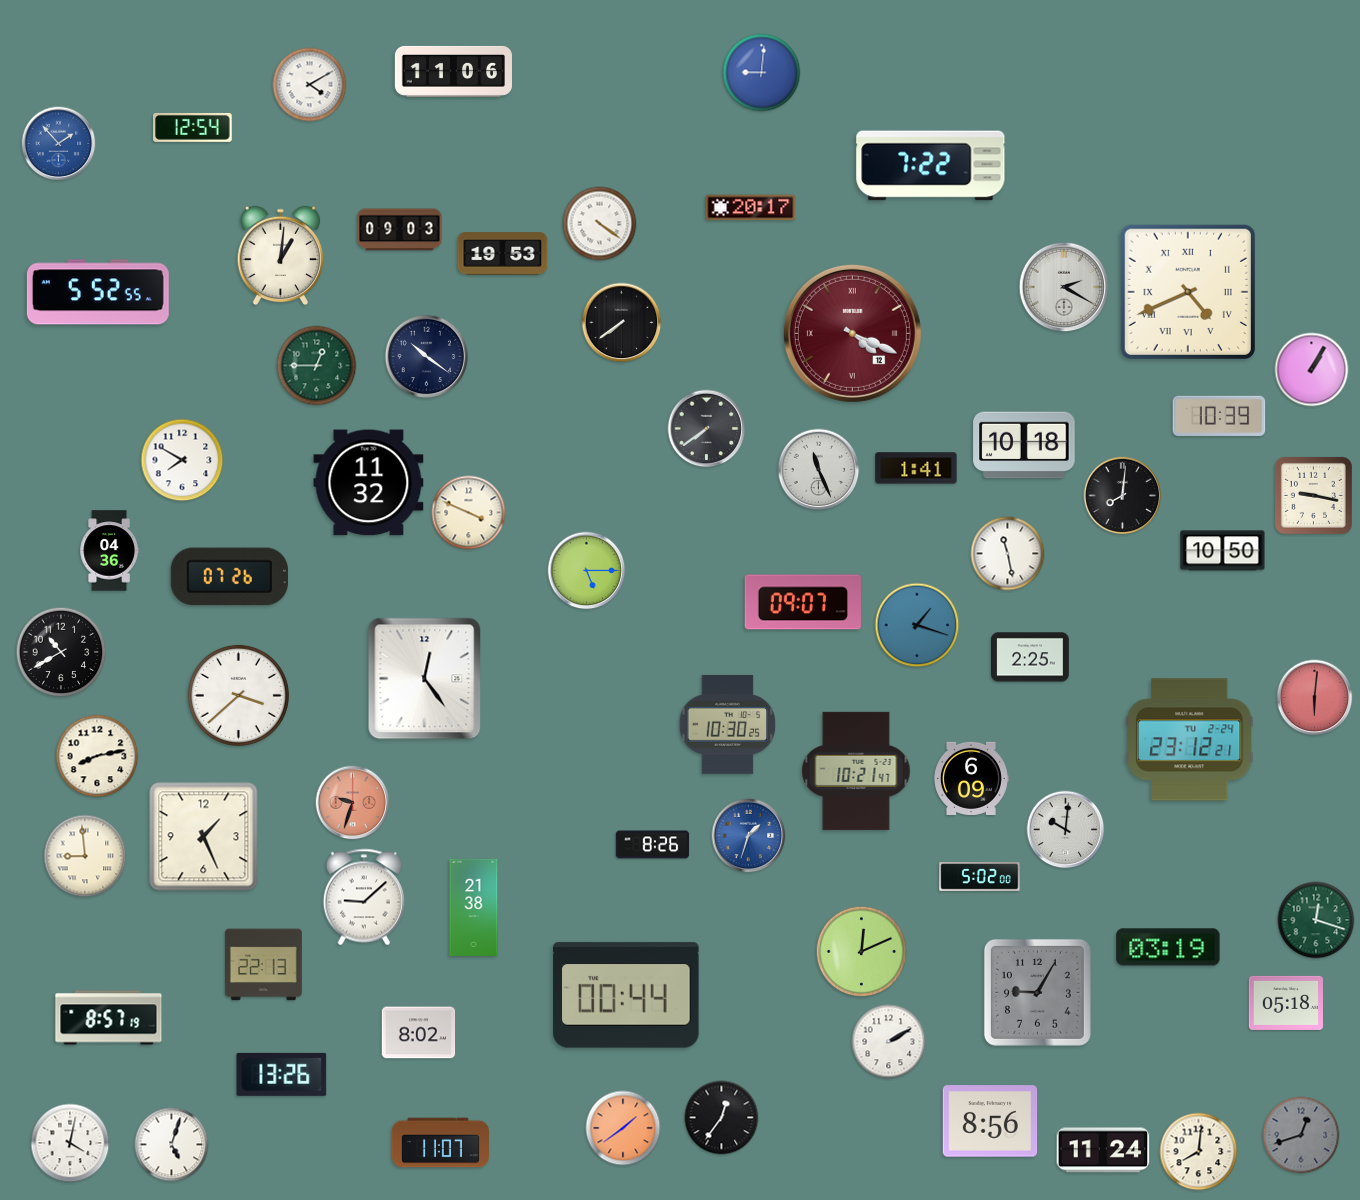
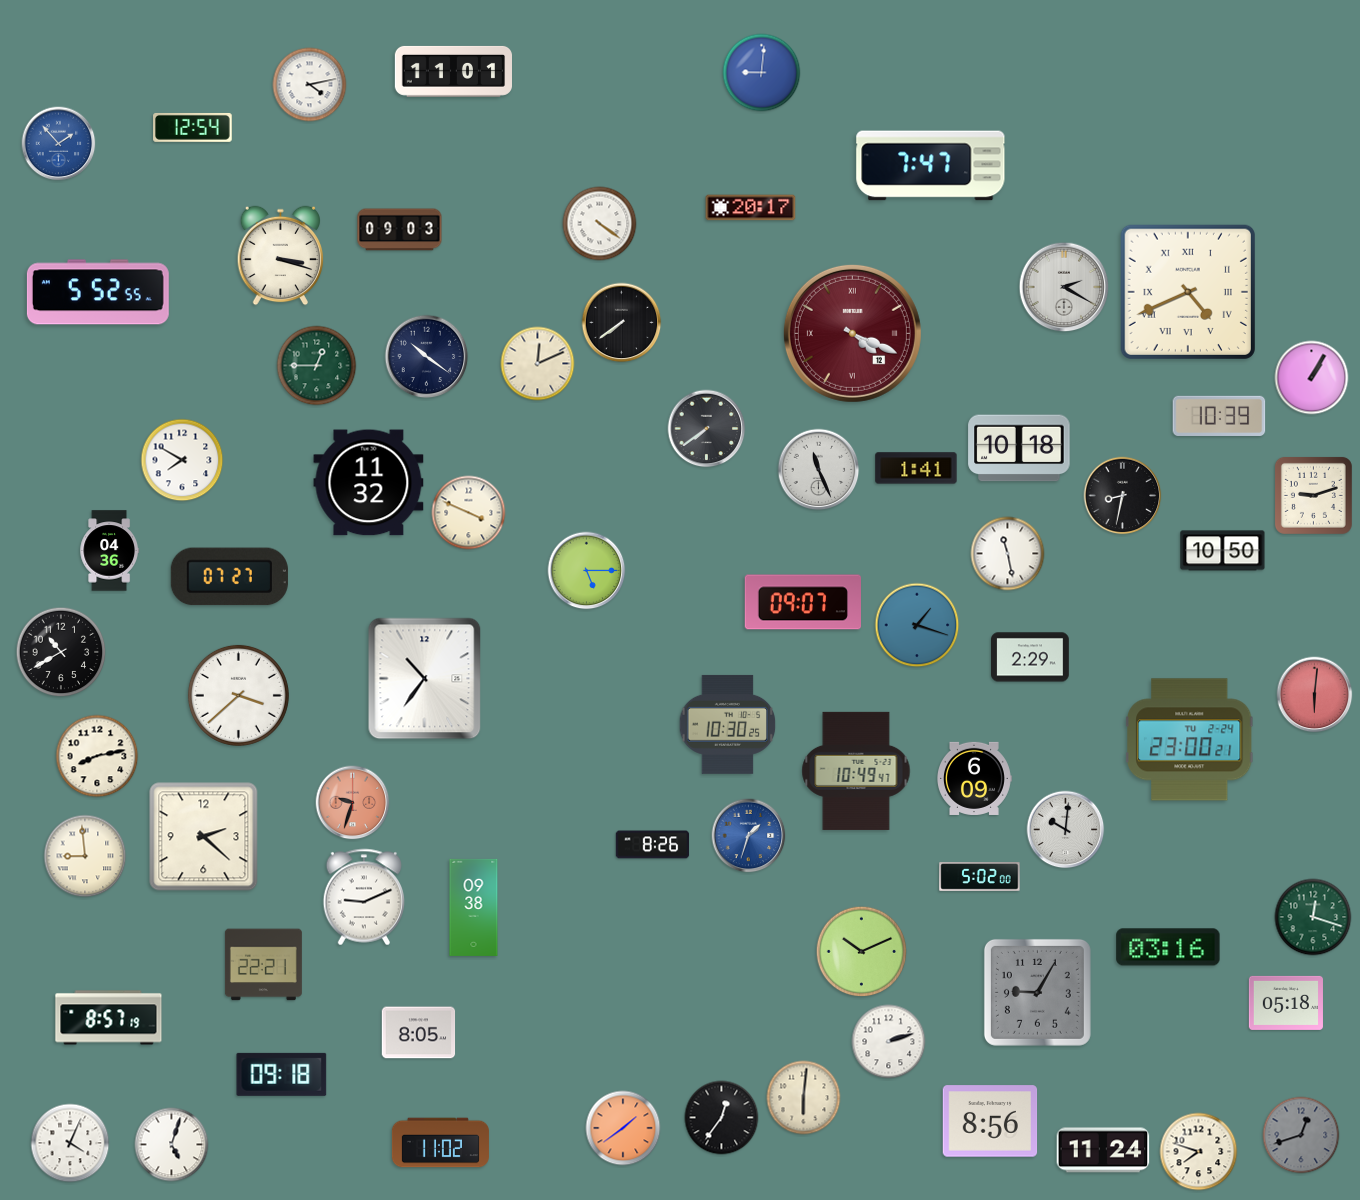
clock at (453, 71): 11:06 -> 11:01
clock at (310, 85): 4:10 -> 4:13
clock at (931, 166): 7:22 -> 7:47
clock at (503, 254): 19:53 -> none
clock at (281, 256): 1:01 -> 3:18
clock at (538, 364): none -> 12:11
clock at (1312, 370) position: (1312, 370) -> (1312, 378)
clock at (1024, 445) position: (1024, 445) -> (1019, 448)
clock at (1313, 495): 9:17 -> 9:12
clock at (1123, 496): 8:01 -> 8:32
clock at (229, 577): 07:26 -> 07:27
clock at (1031, 657): 2:25 -> 2:29
clock at (425, 679): 12:24 -> 10:36
clock at (1315, 698) position: (1315, 698) -> (1315, 695)
clock at (1190, 740): 23:12 -> 23:00
clock at (856, 771): 10:21 -> 10:49
clock at (972, 778) position: (972, 778) -> (975, 778)
clock at (204, 837): 1:26 -> 2:22
clock at (364, 897): 9:08 -> 9:11
clock at (474, 907): 21:38 -> 09:38
clock at (1316, 920) position: (1316, 920) -> (1313, 917)
clock at (1168, 947): 03:19 -> 03:16
clock at (862, 952): 12:11 -> 10:11
clock at (263, 965): 22:13 -> 22:21
clock at (626, 995): 00:44 -> none
clock at (419, 1033): 8:02 -> 8:05
clock at (889, 1042): 2:10 -> 2:12
clock at (282, 1074): 13:26 -> 09:18
clock at (804, 1098): none -> 6:01
clock at (70, 1143): 4:02 -> 4:04
clock at (440, 1143): 11:07 -> 11:02
clock at (1199, 1152): 8:01 -> 7:48
